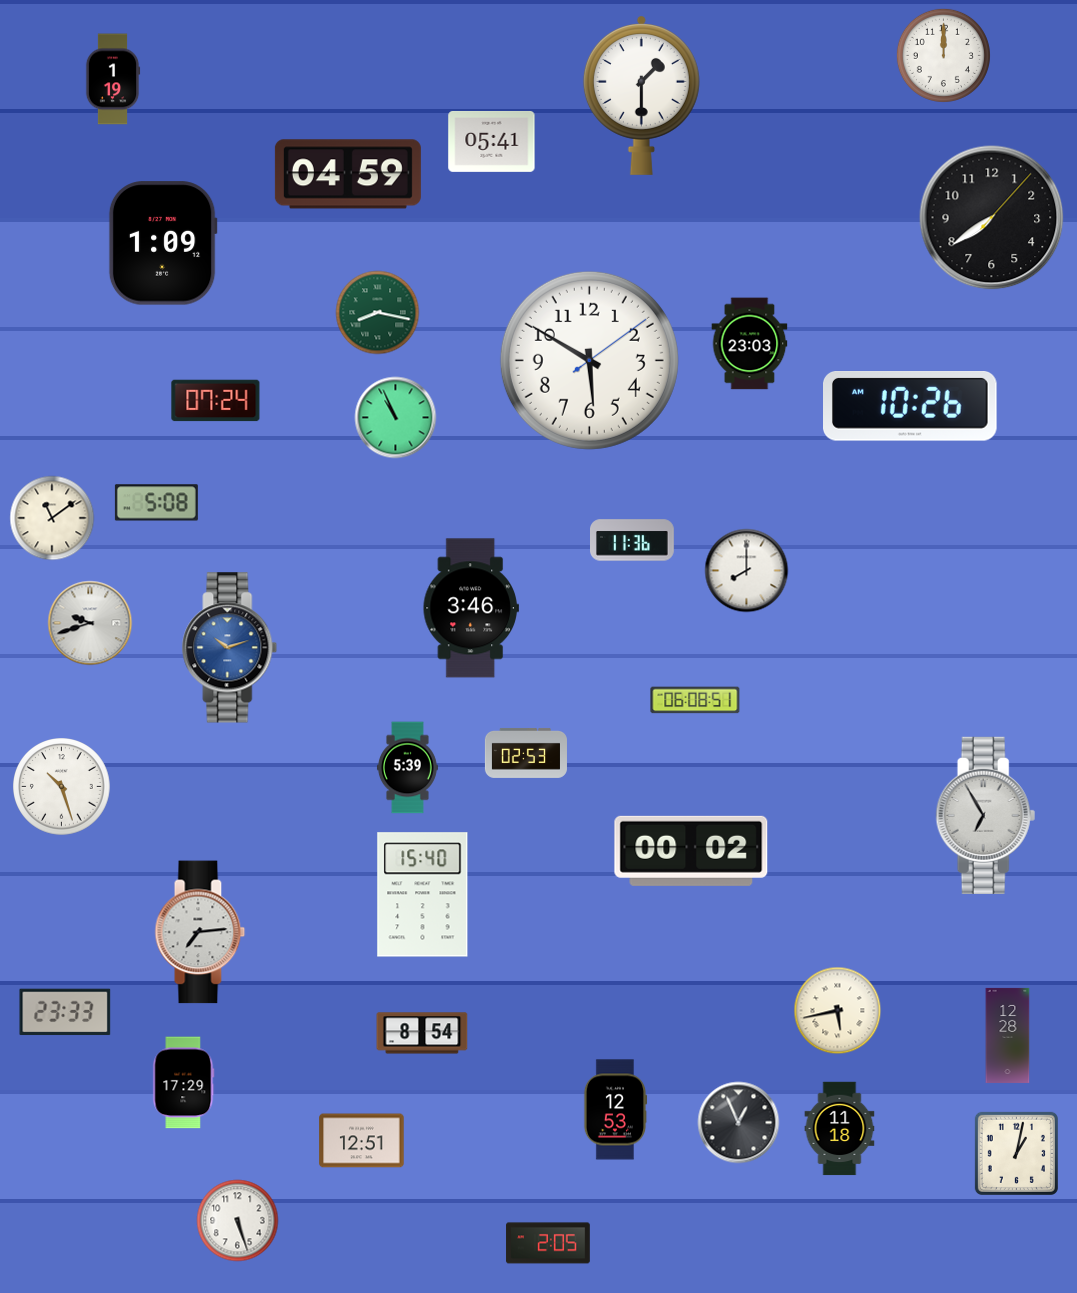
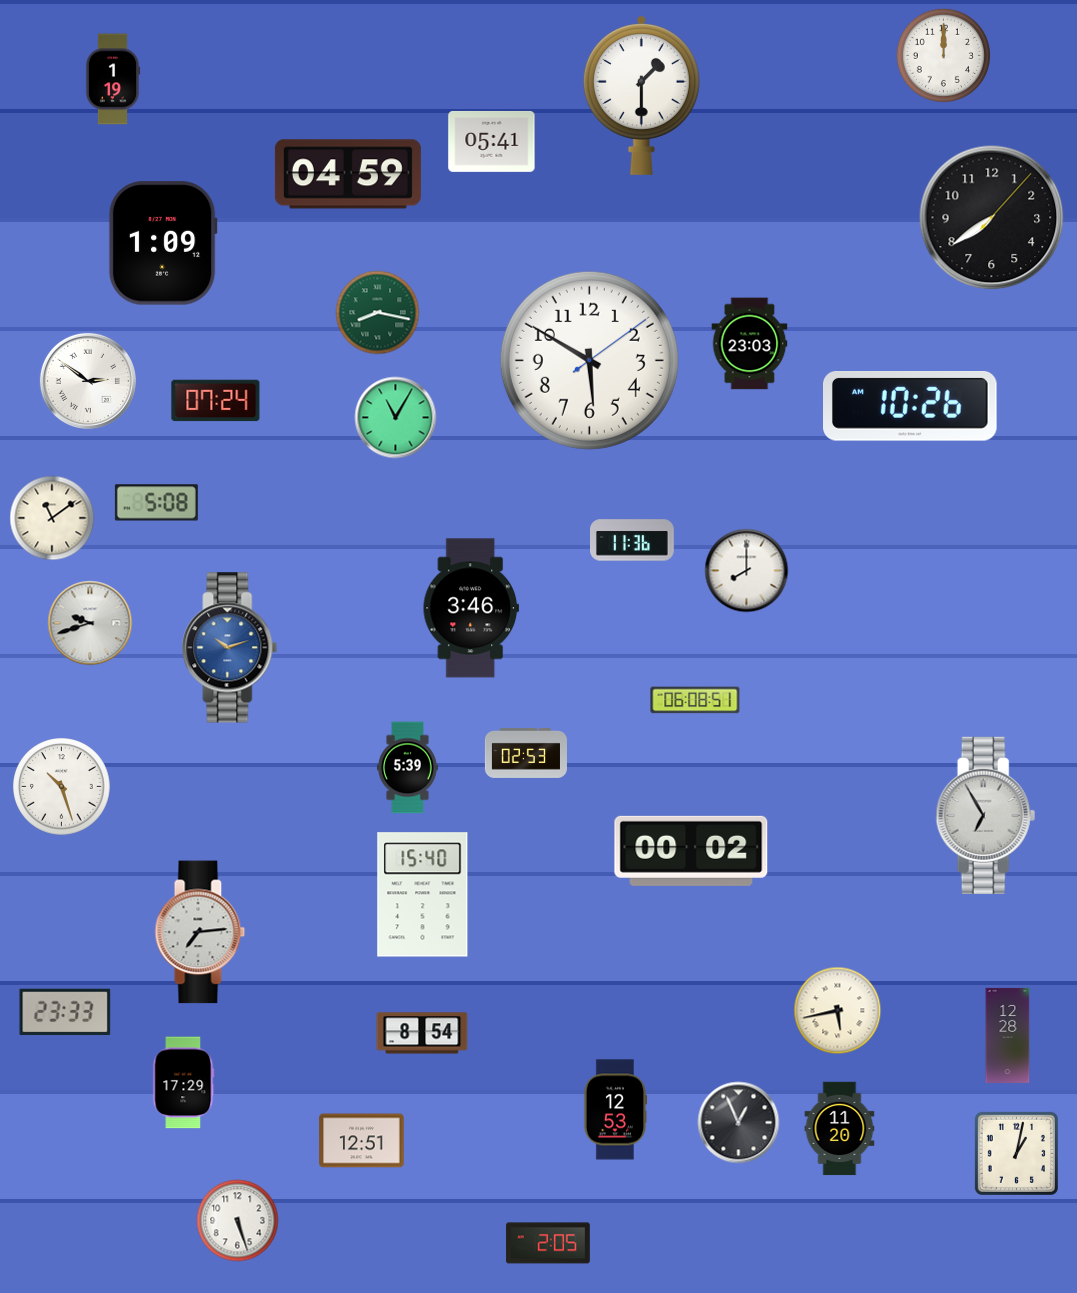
clock at (88, 381): none -> 2:51
clock at (396, 418): 10:56 -> 11:05
clock at (840, 1129): 11:18 -> 11:20
